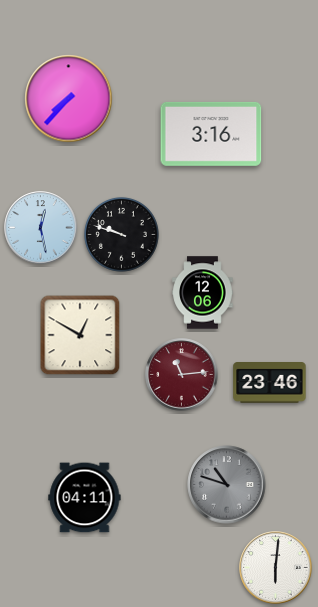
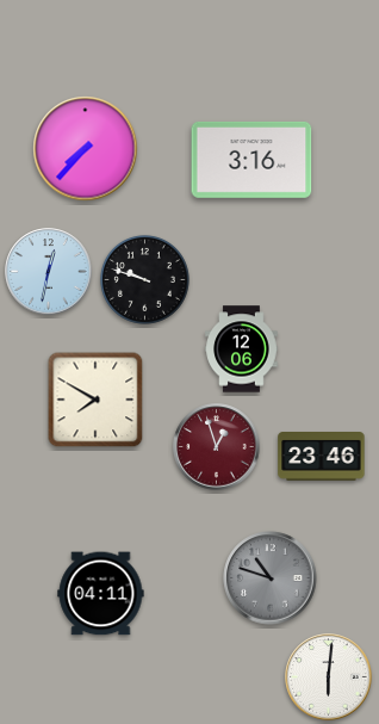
clock at (69, 99) position: (69, 99) -> (86, 149)
clock at (41, 228): 12:28 -> 12:32
clock at (80, 335): 12:50 -> 7:50
clock at (182, 375): 11:14 -> 12:57
